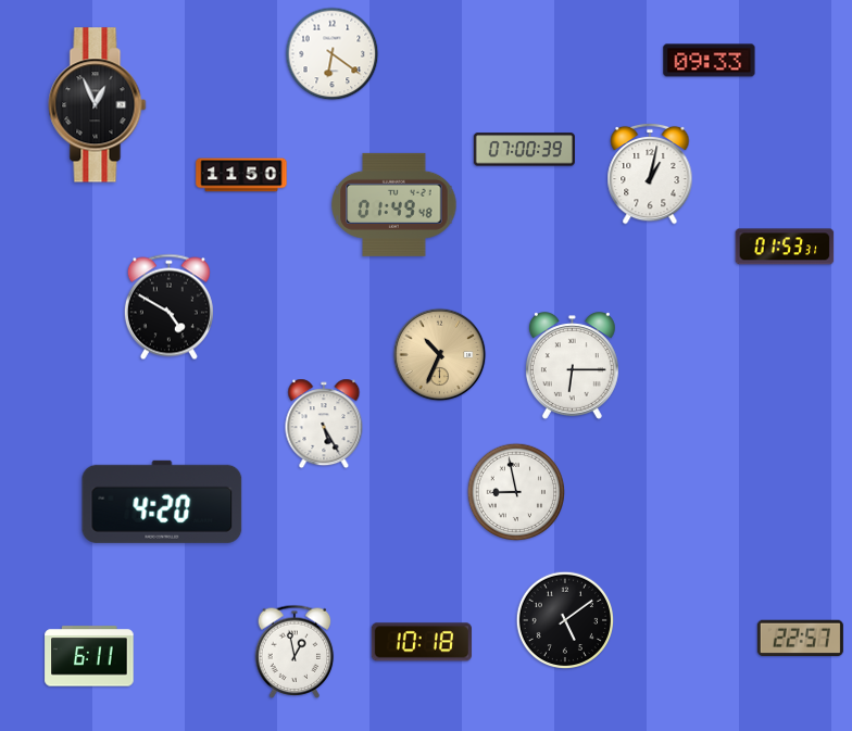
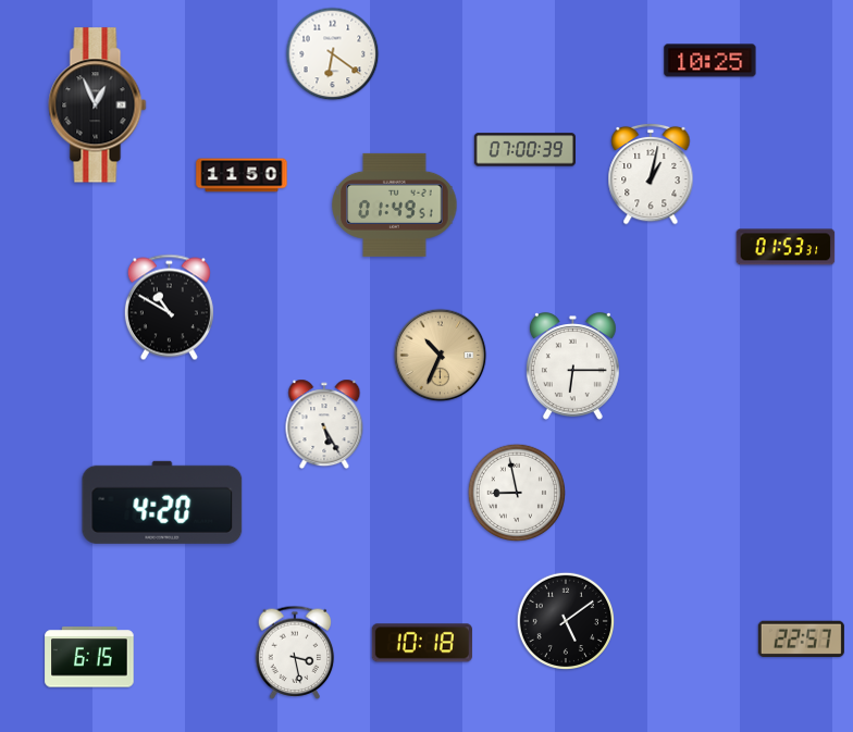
clock at (710, 61): 09:33 -> 10:25
clock at (394, 204): 01:49:48 -> 01:49:51
clock at (168, 307): 4:50 -> 10:50
clock at (295, 652): 12:58 -> 3:28
clock at (89, 656): 6:11 -> 6:15
